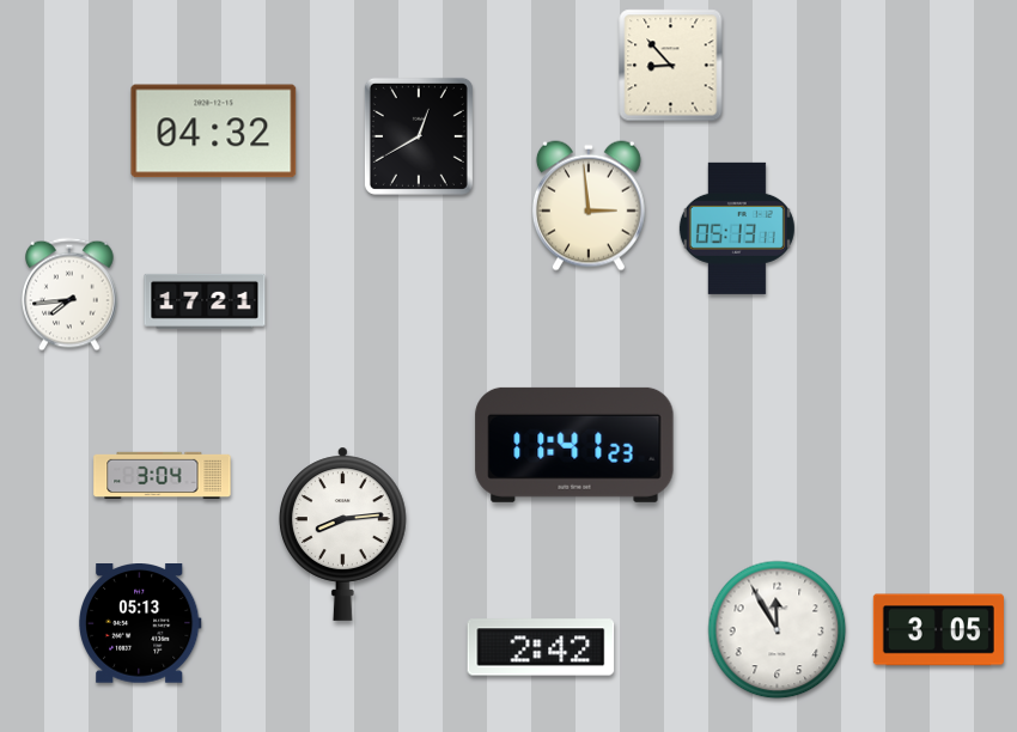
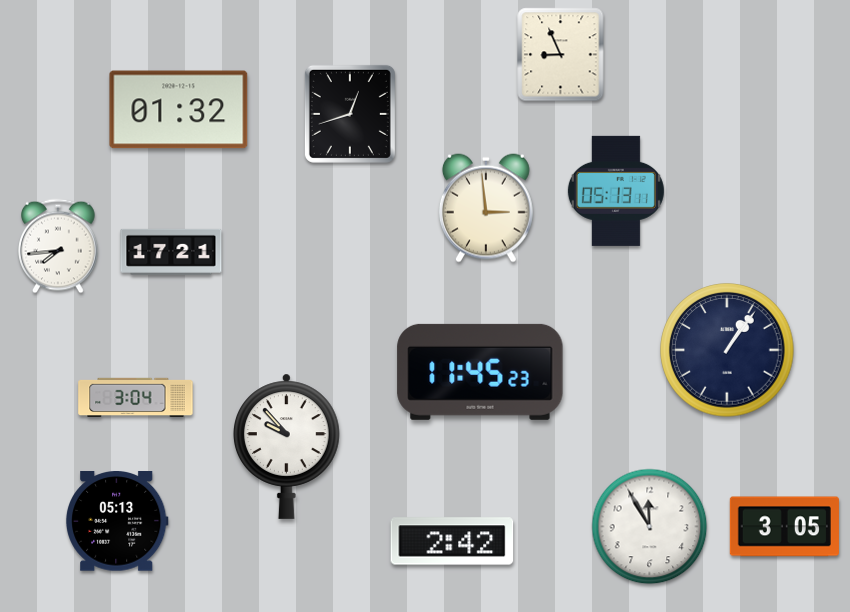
clock at (671, 66): 8:53 -> 8:56
clock at (214, 132): 04:32 -> 01:32
clock at (419, 136): 12:40 -> 12:42
clock at (589, 206) position: (589, 206) -> (486, 208)
clock at (727, 350): none -> 1:06
clock at (574, 445): 11:41 -> 11:45
clock at (343, 533): 8:14 -> 9:53
